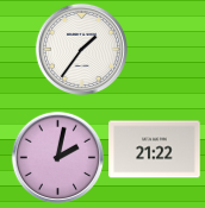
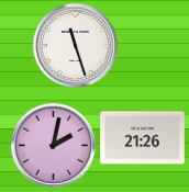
clock at (81, 49): 1:36 -> 11:27
clock at (155, 150): 21:22 -> 21:26
